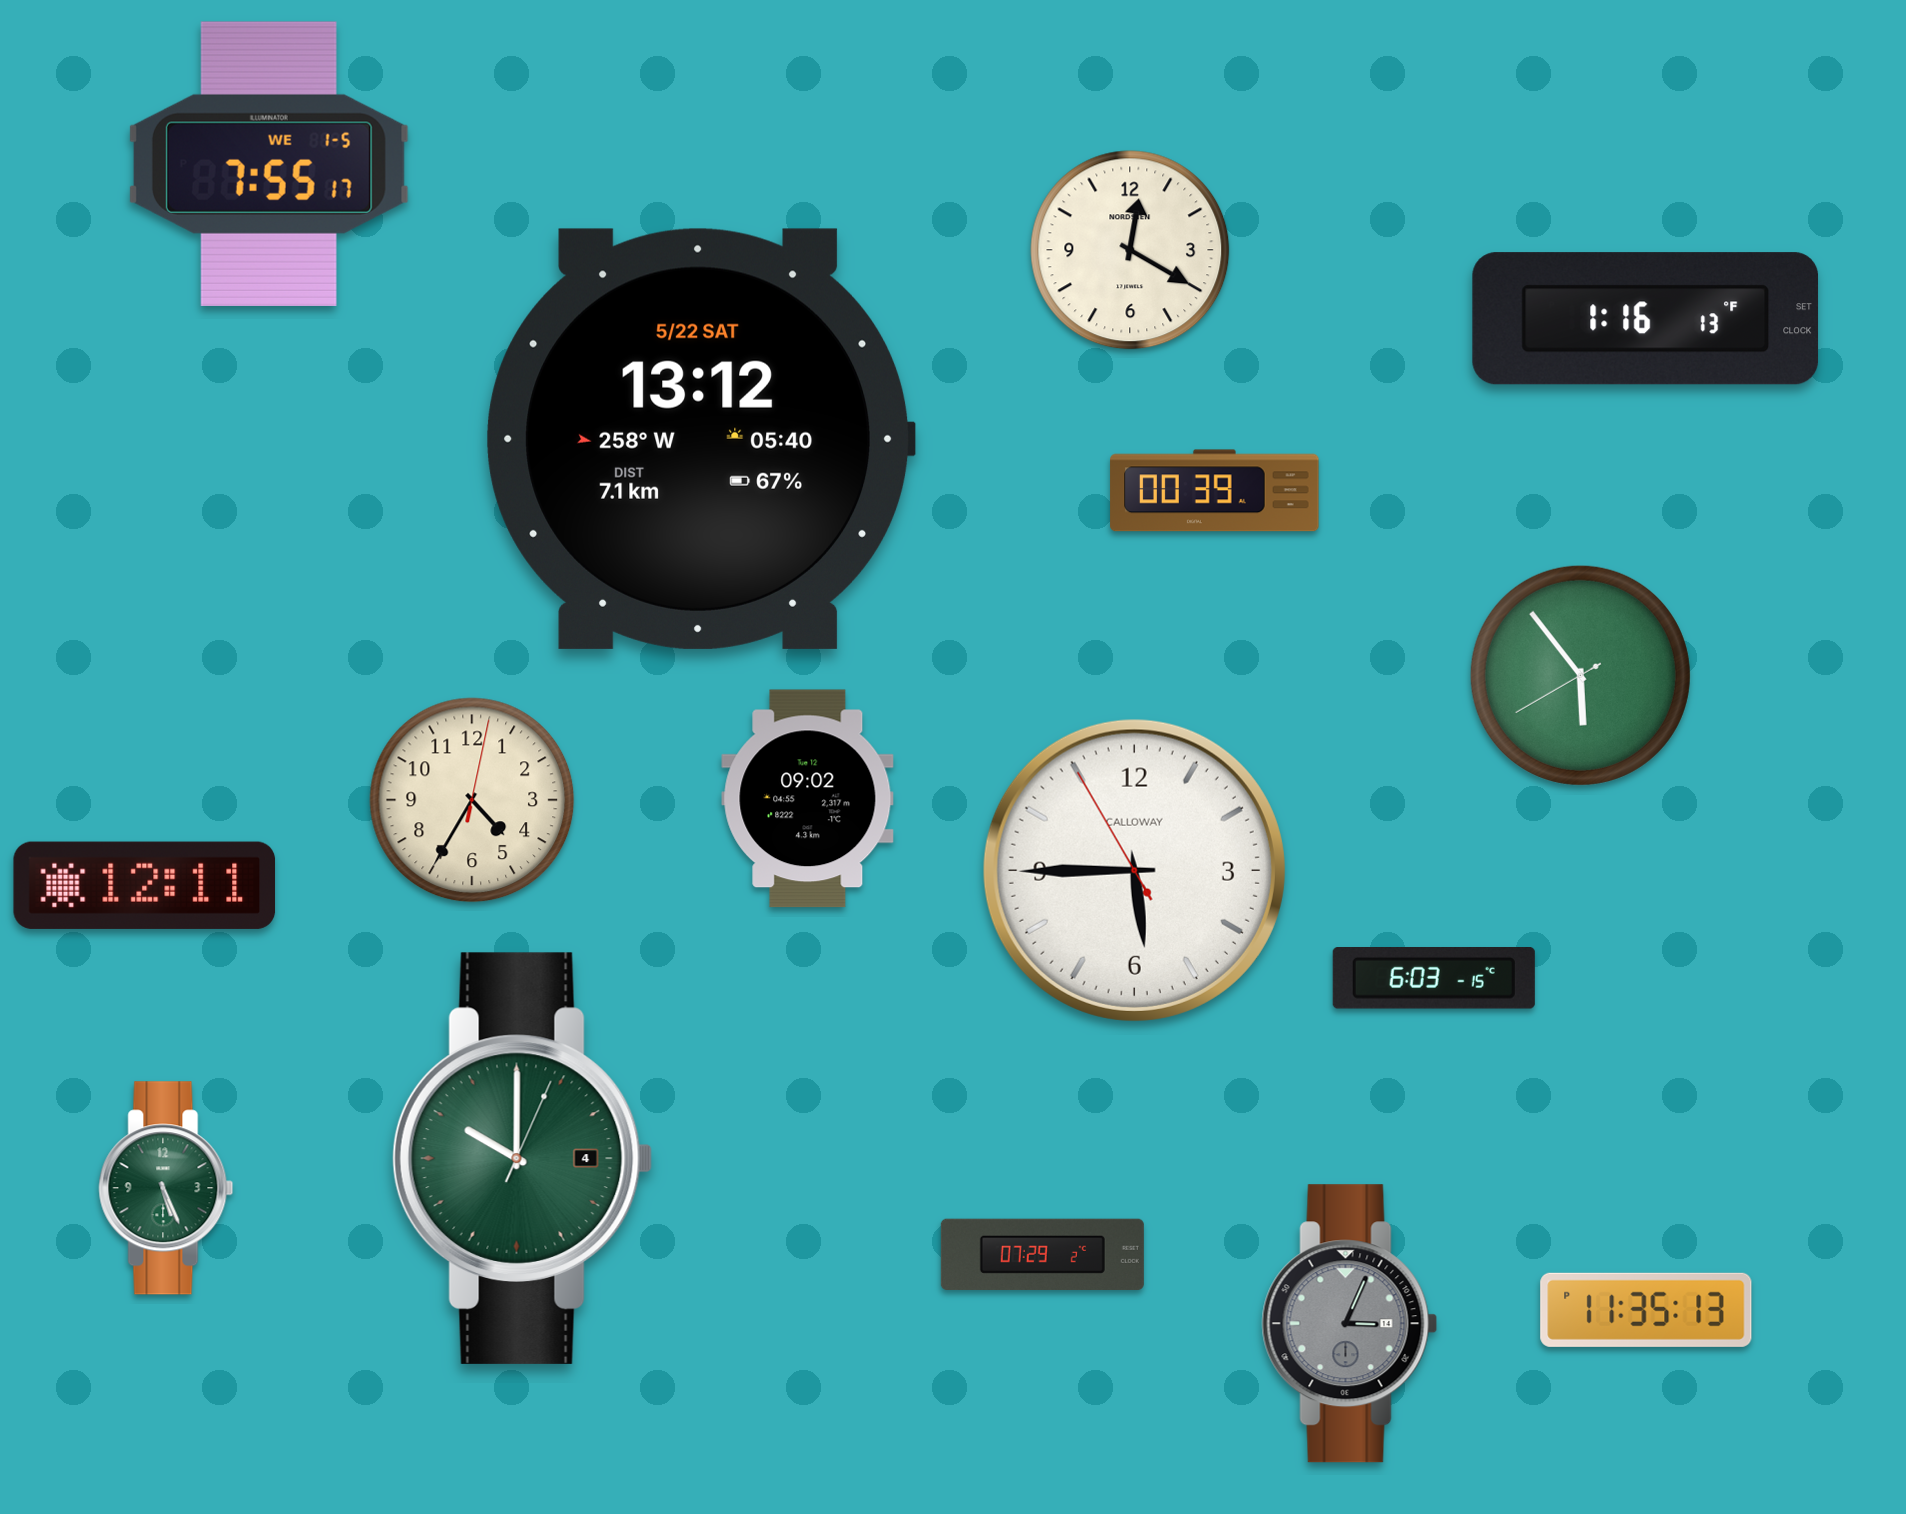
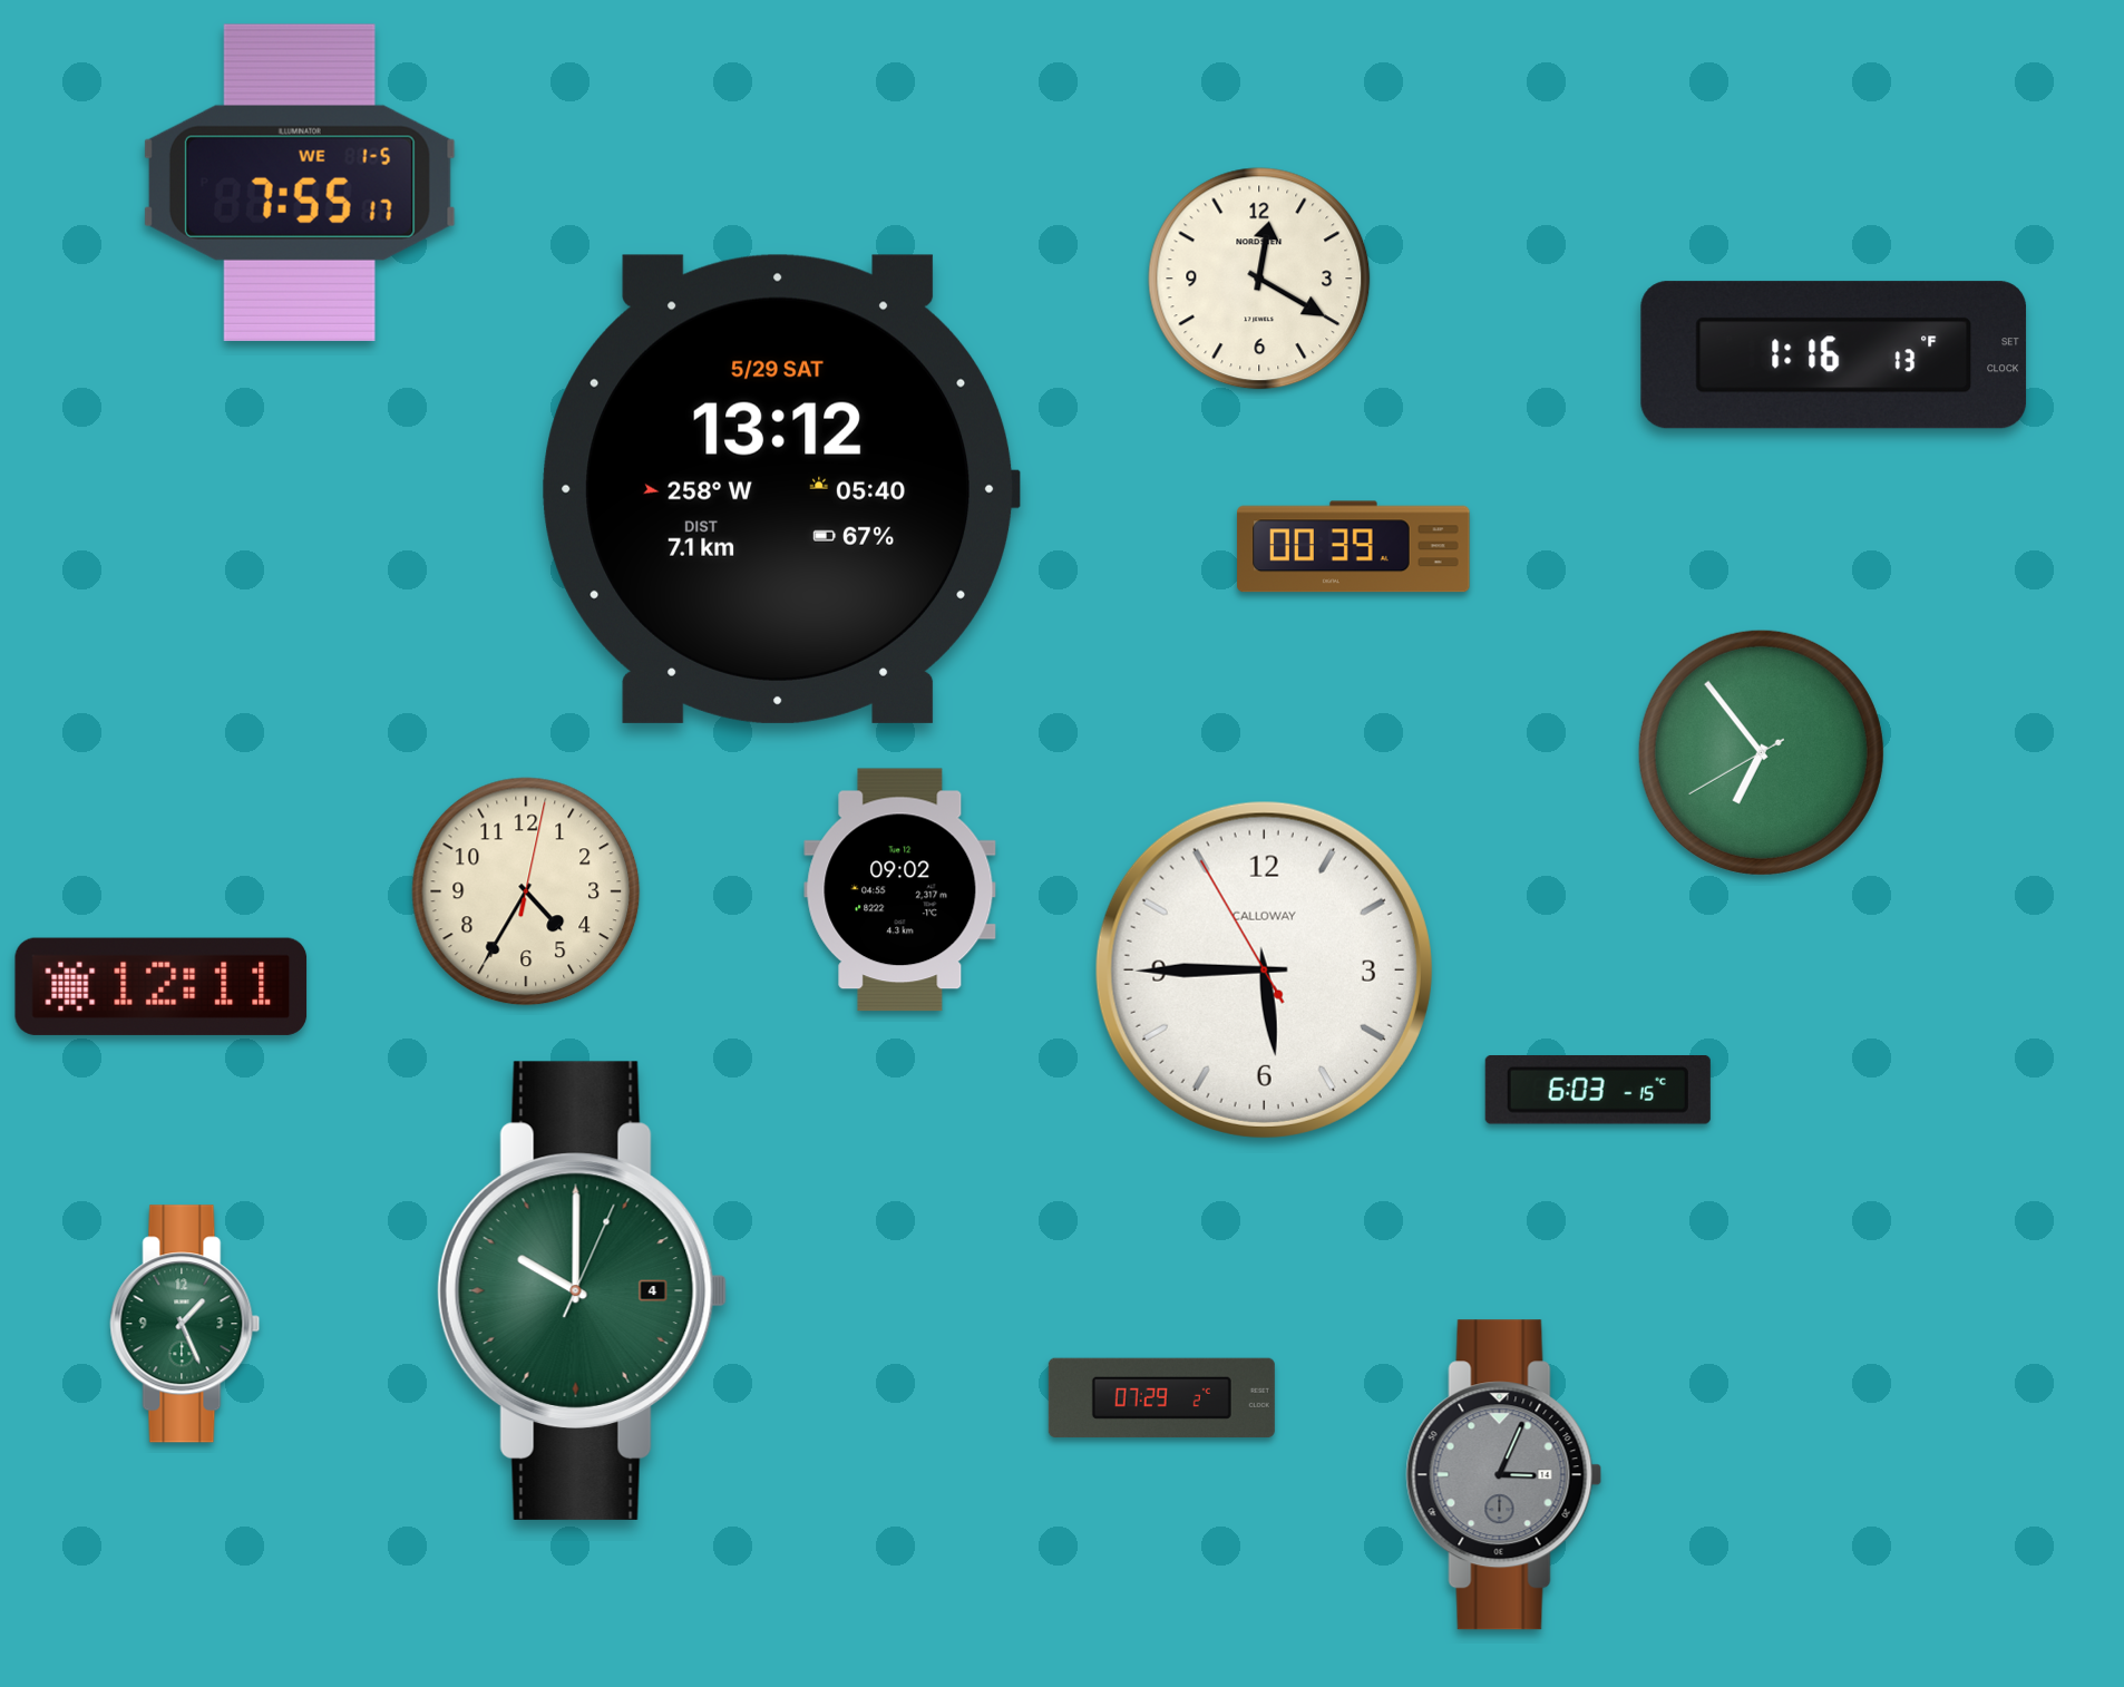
clock at (701, 439) date: 5/22 SAT -> 5/29 SAT
clock at (1580, 675): 5:53 -> 6:53
clock at (166, 1188): 5:26 -> 1:26
clock at (1646, 1310): 11:35 -> none
